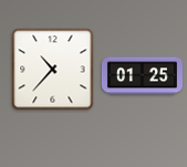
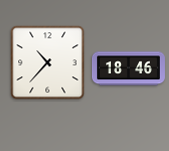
clock at (142, 76): 01:25 -> 18:46
